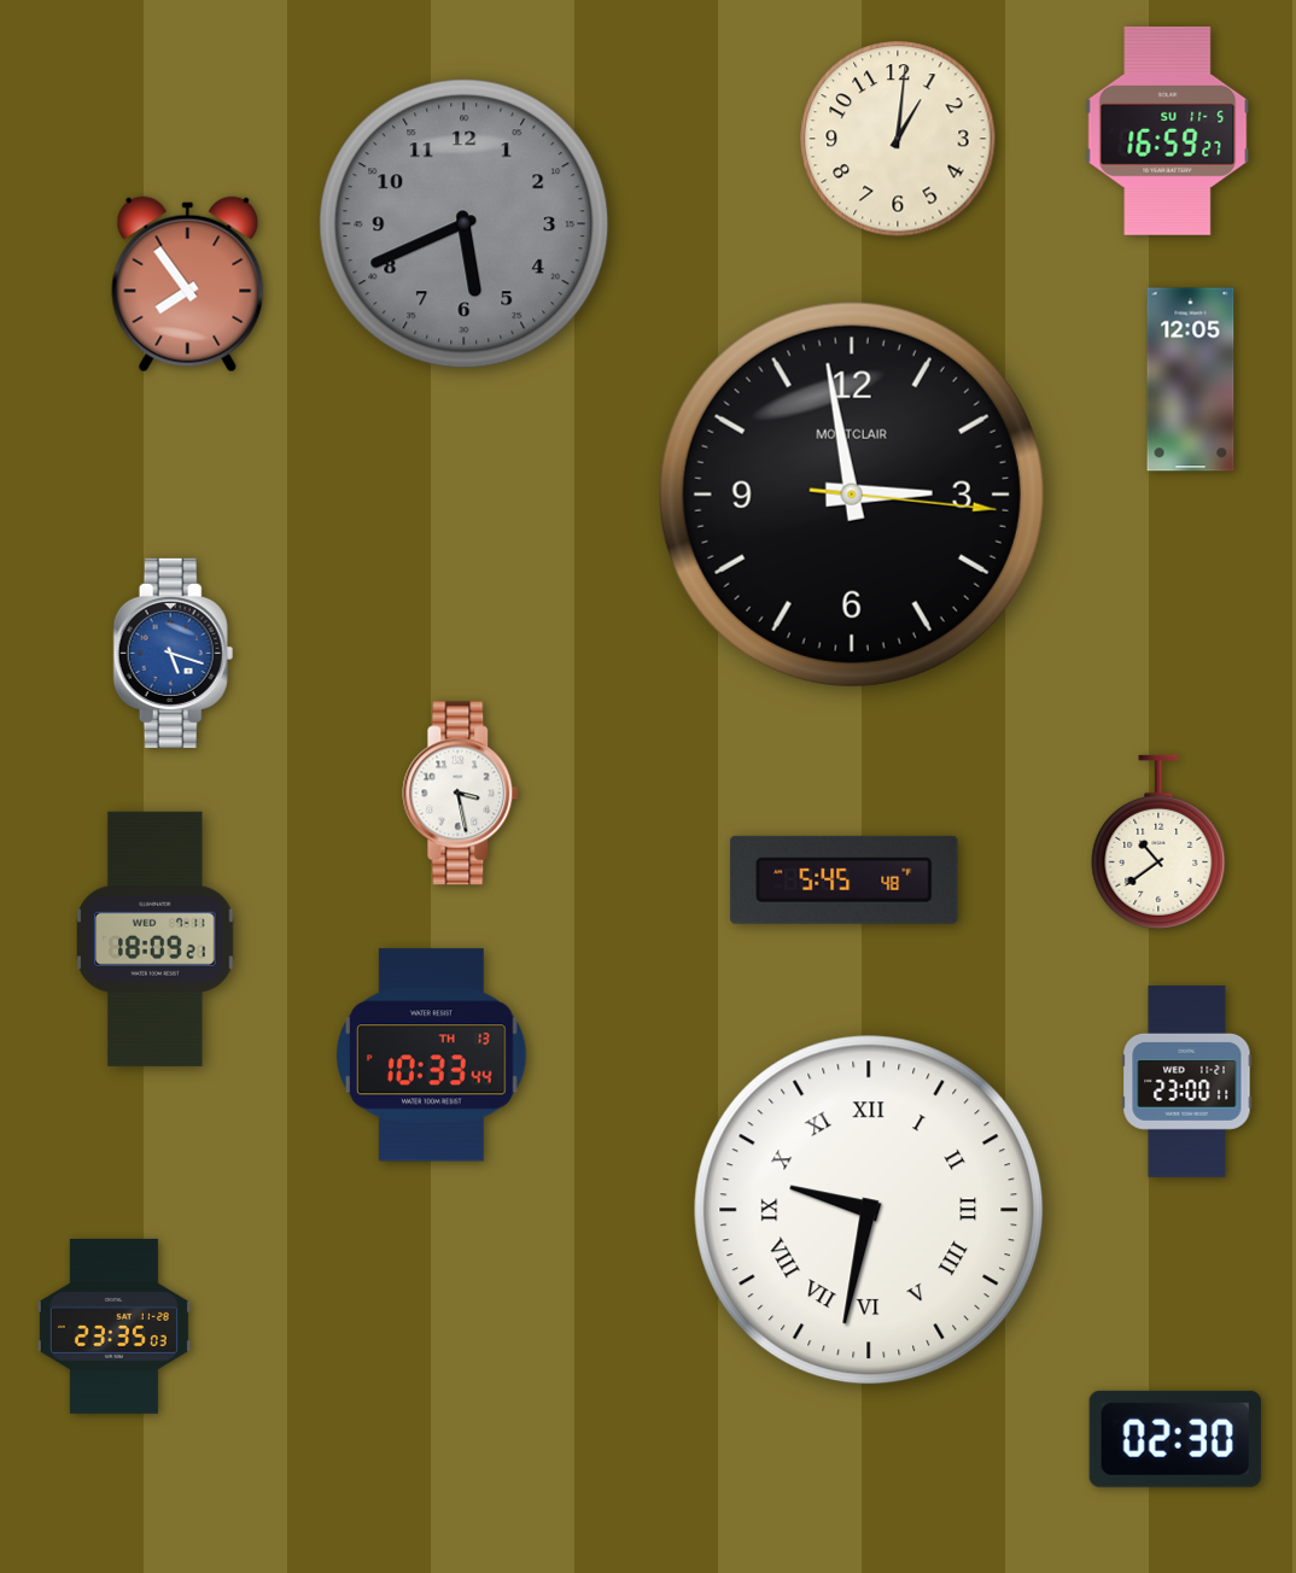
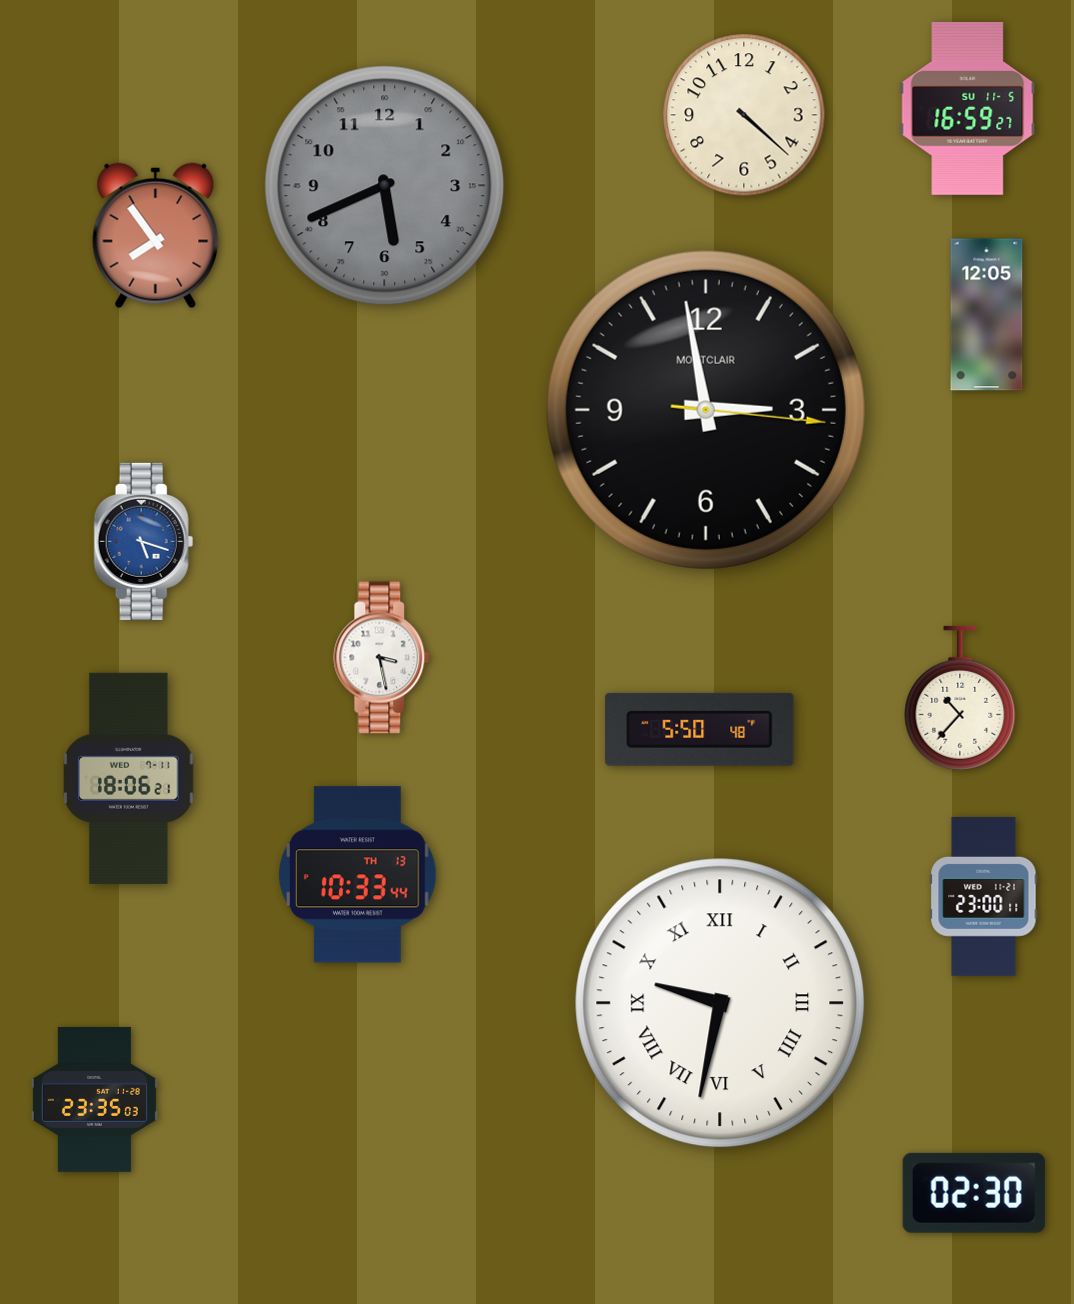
clock at (898, 139): 1:01 -> 4:22
clock at (1158, 842): 10:39 -> 10:37
clock at (845, 879): 5:45 -> 5:50
clock at (156, 938): 18:09 -> 18:06
